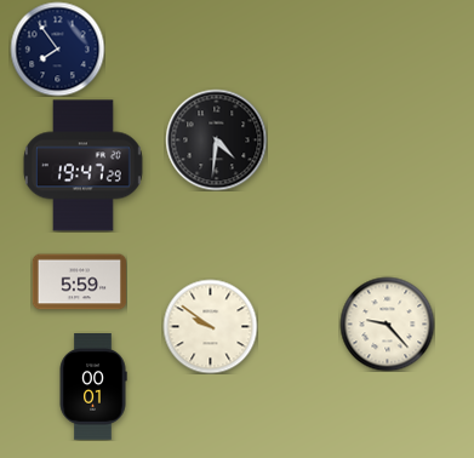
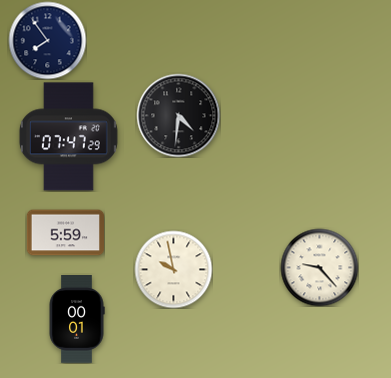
clock at (82, 166): 19:47 -> 07:47
clock at (210, 326): 9:51 -> 9:58
